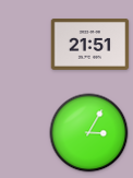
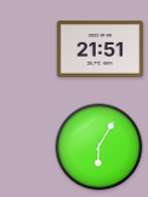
clock at (89, 133): 3:05 -> 6:05
